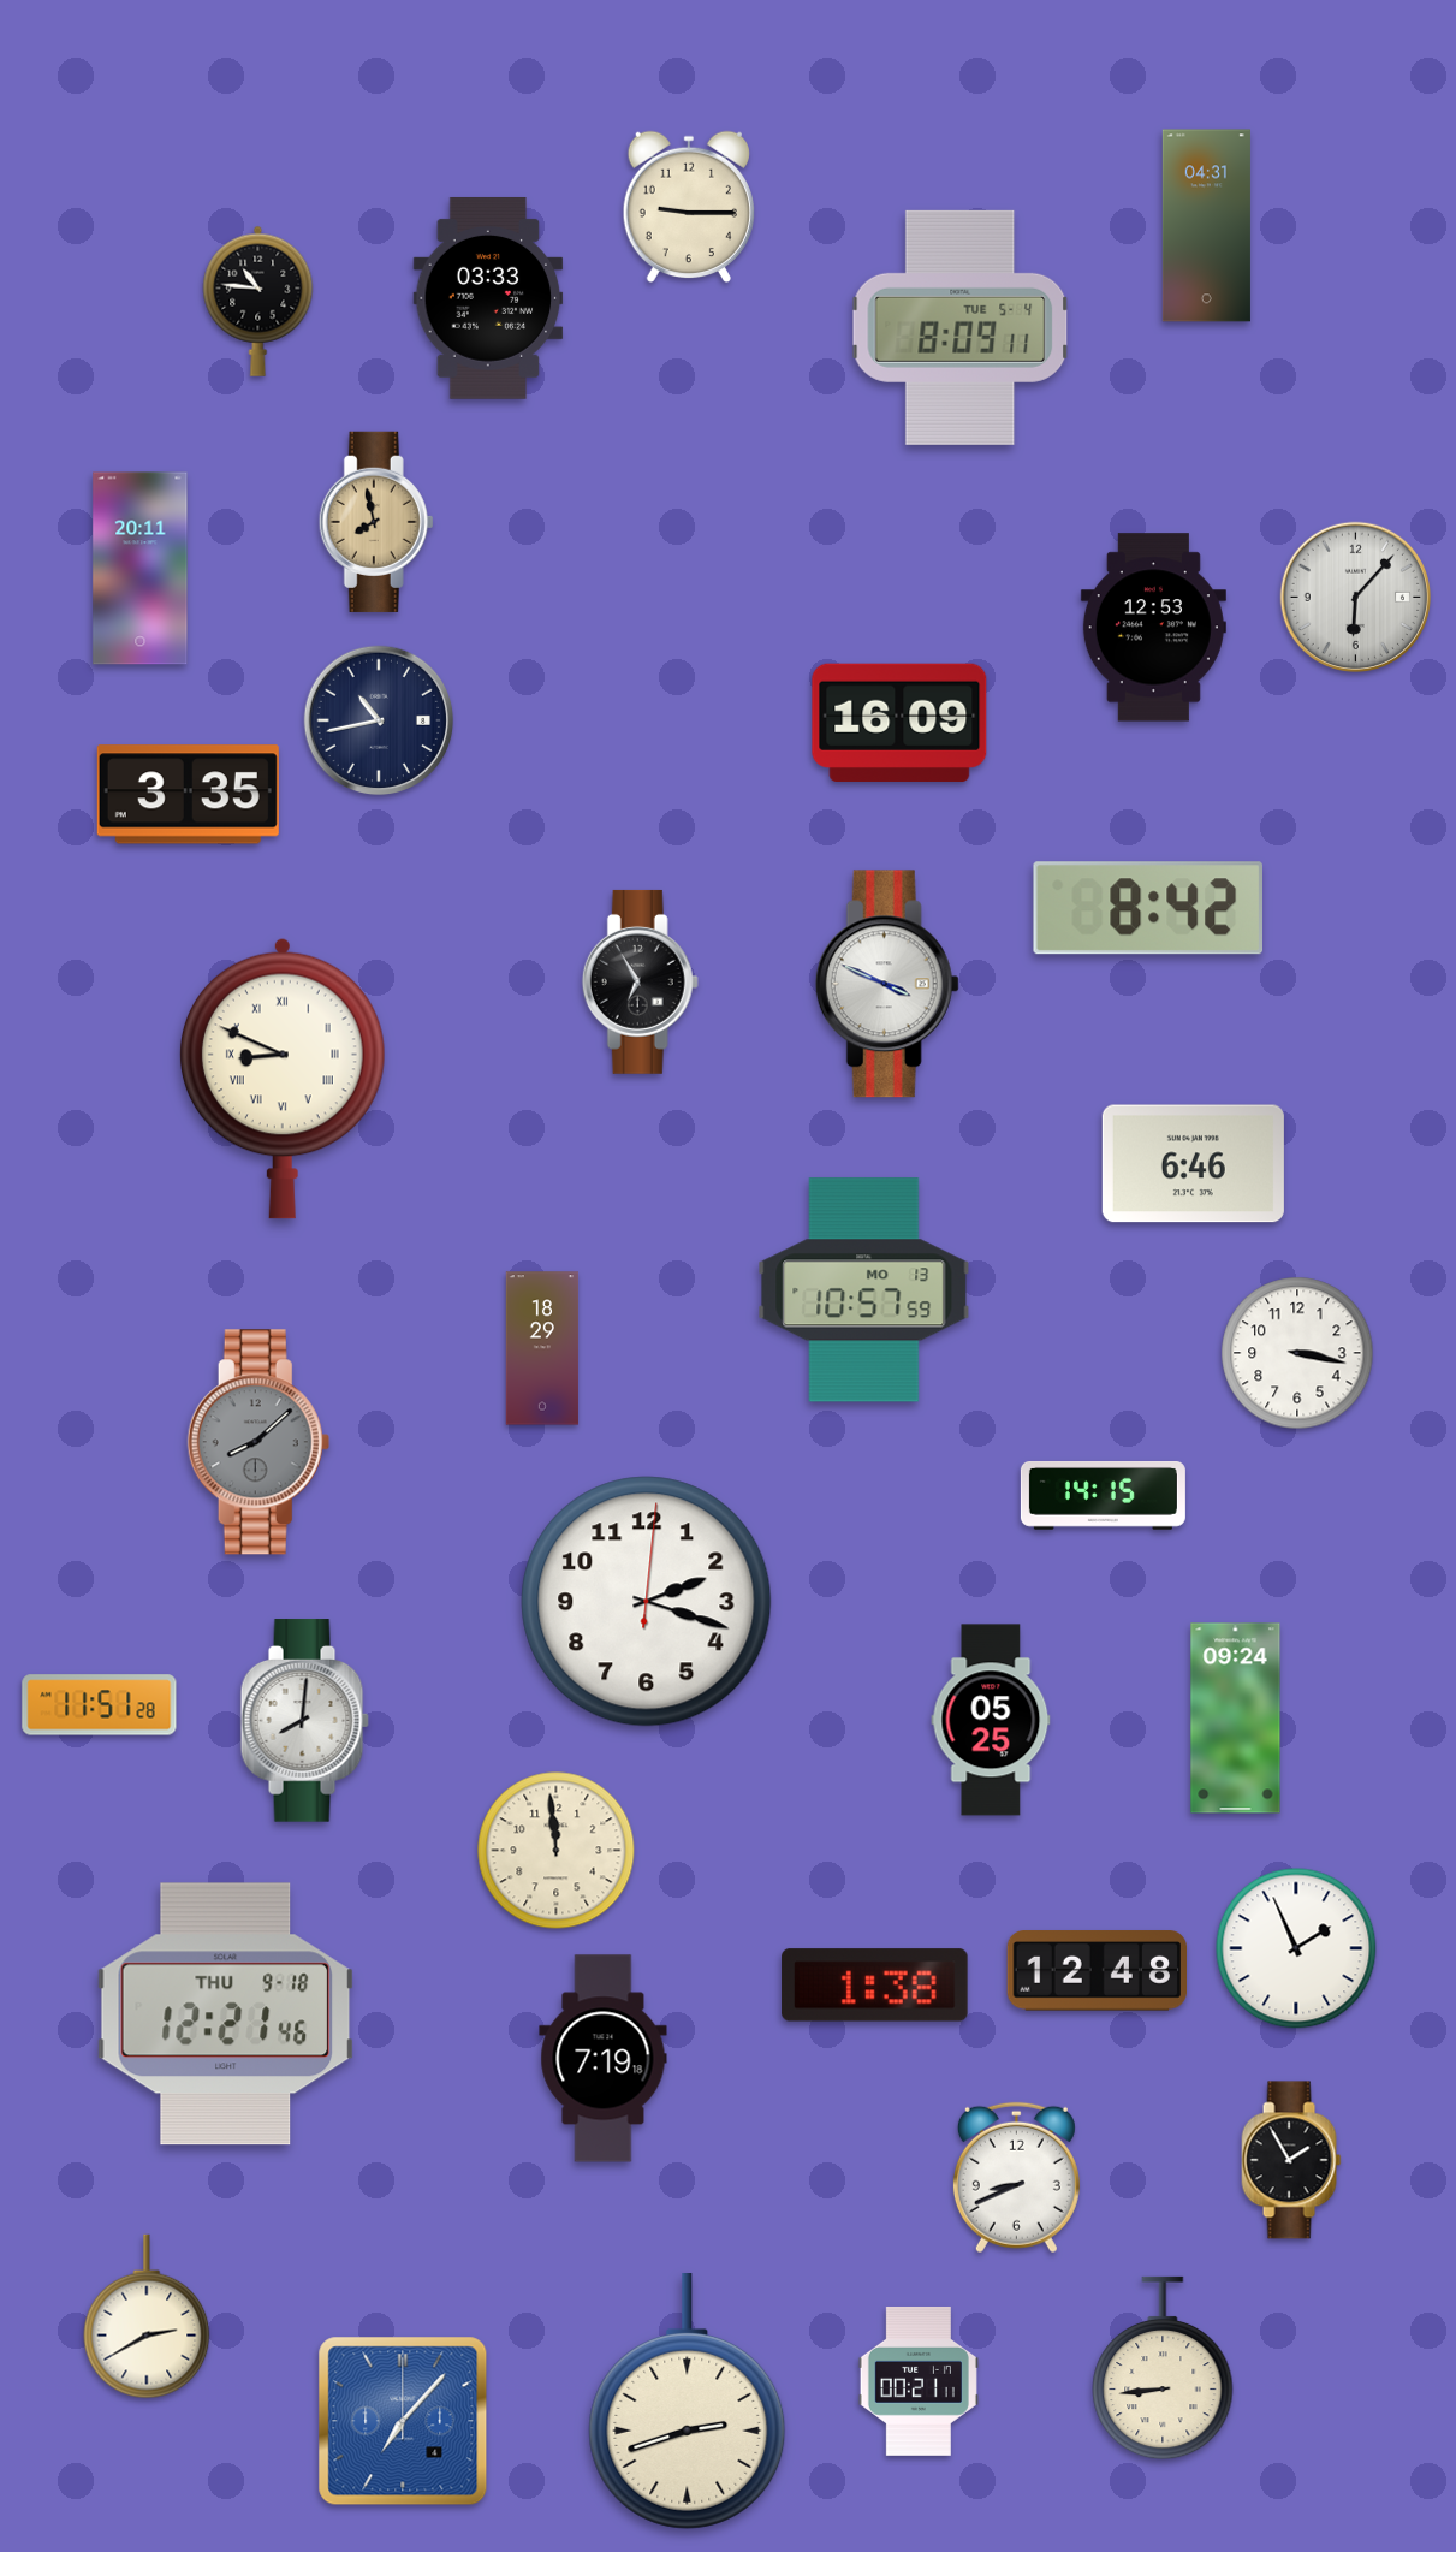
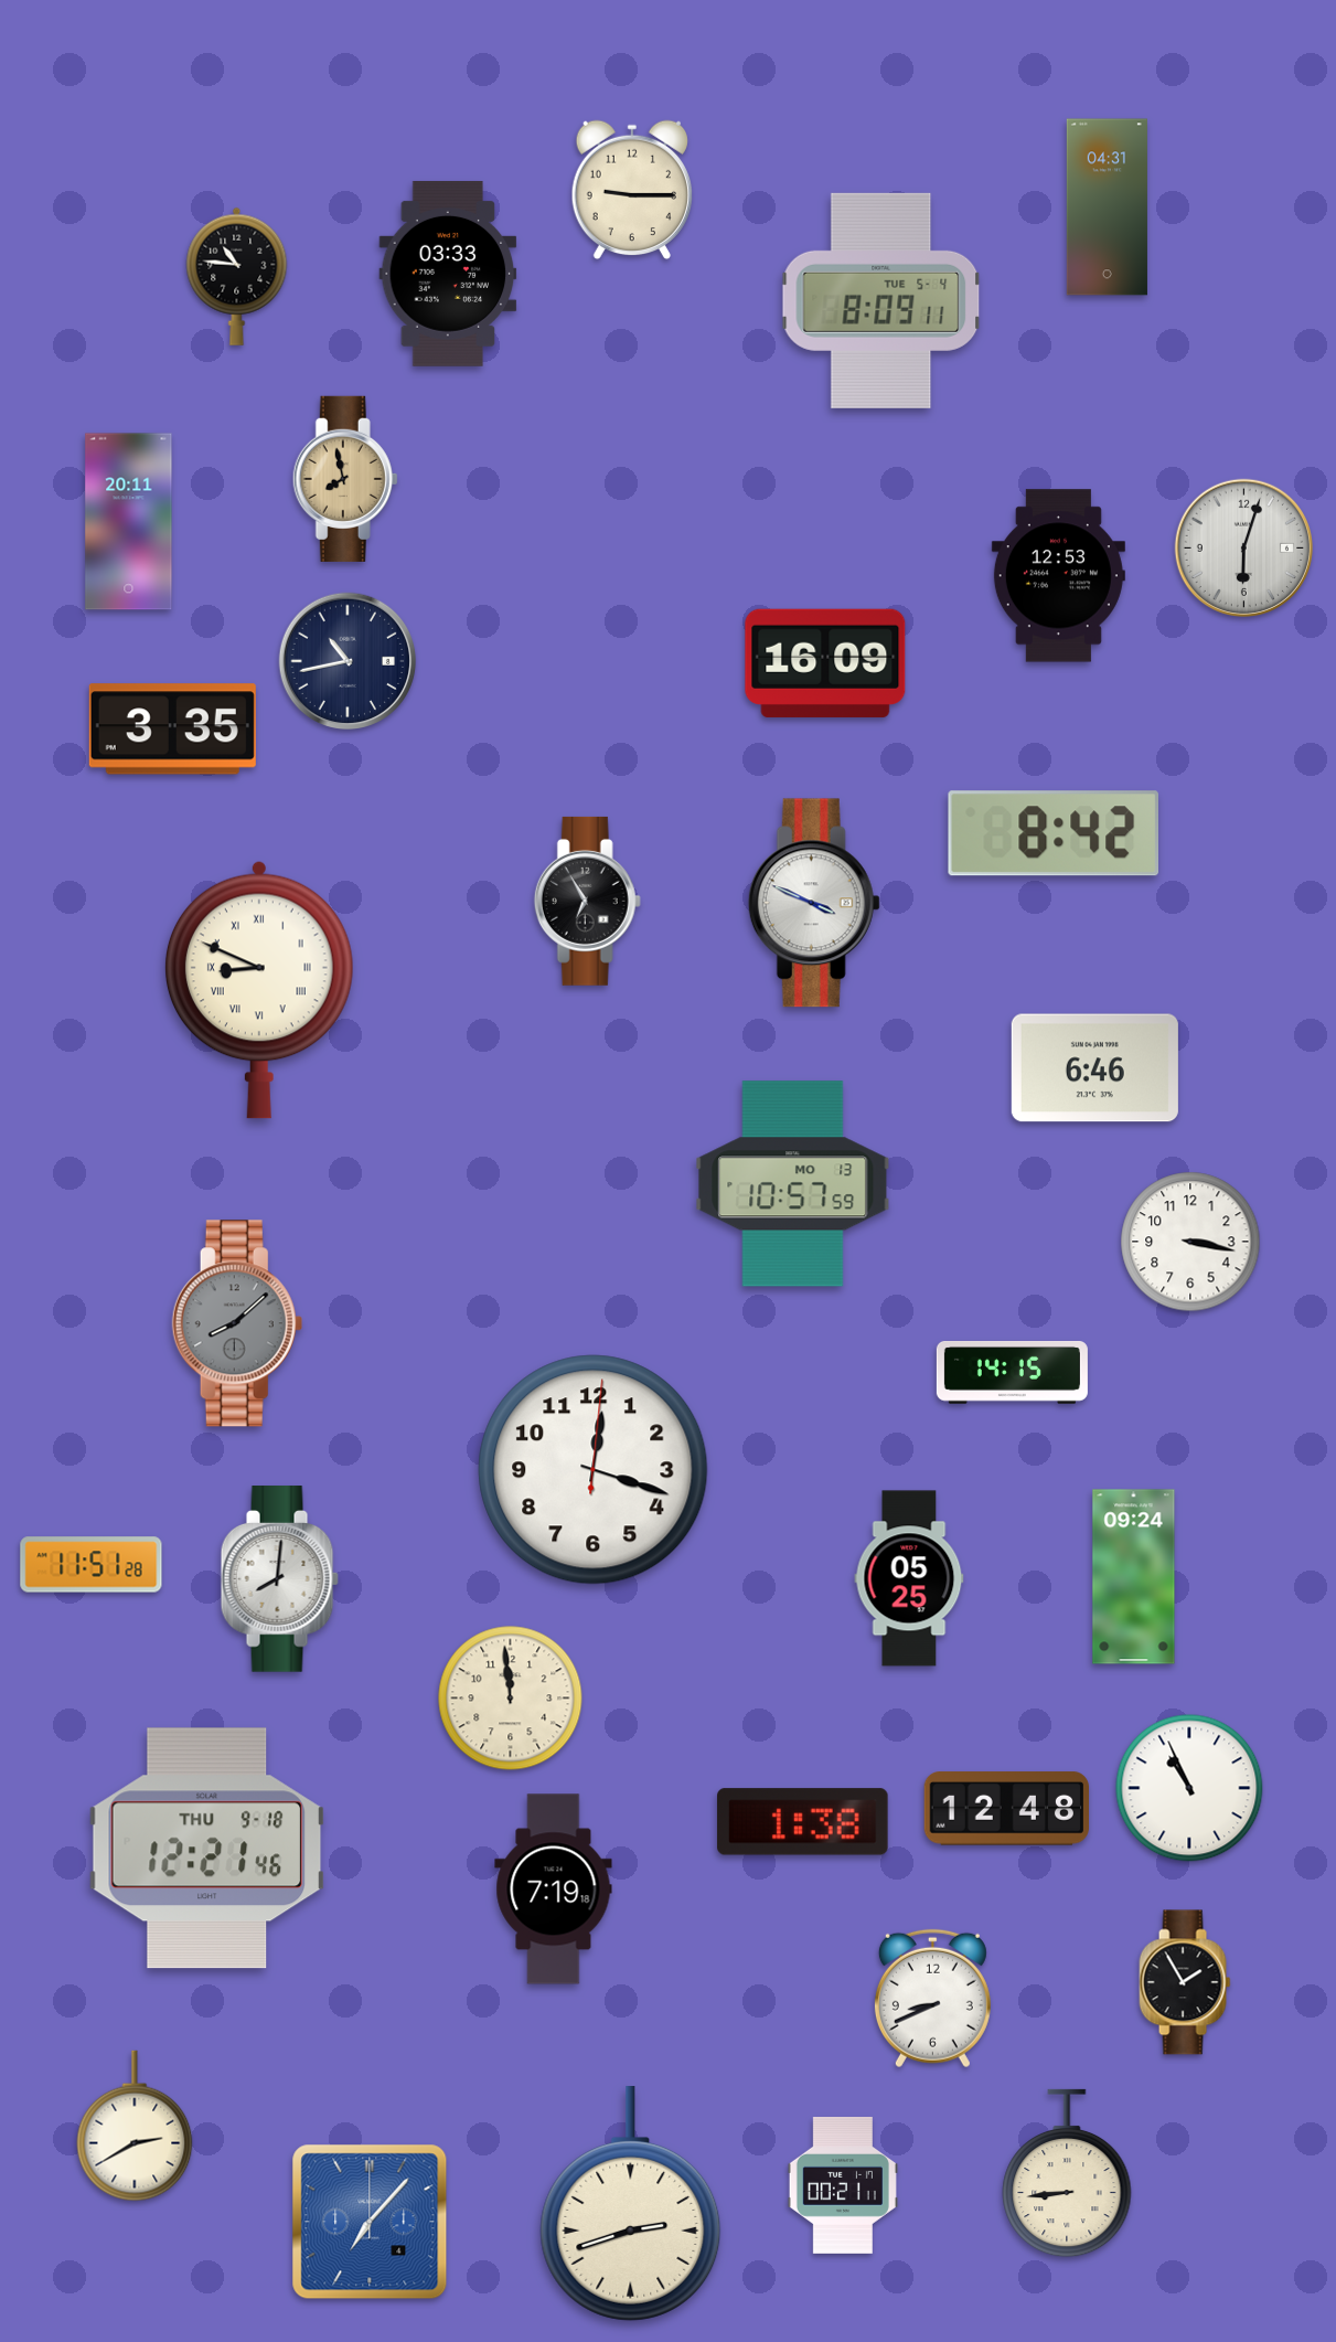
clock at (1355, 597): 6:07 -> 6:03
clock at (542, 1348): 18:29 -> none
clock at (647, 1602): 2:18 -> 12:18
clock at (1296, 1948): 1:56 -> 10:56
